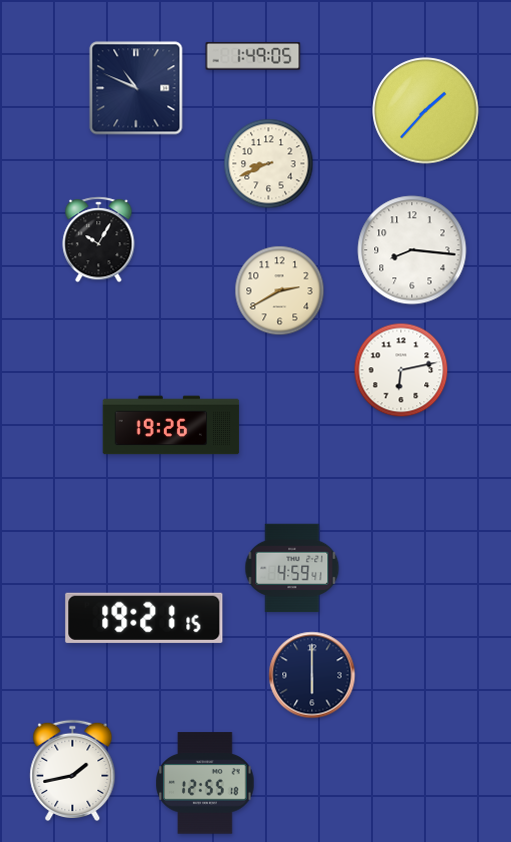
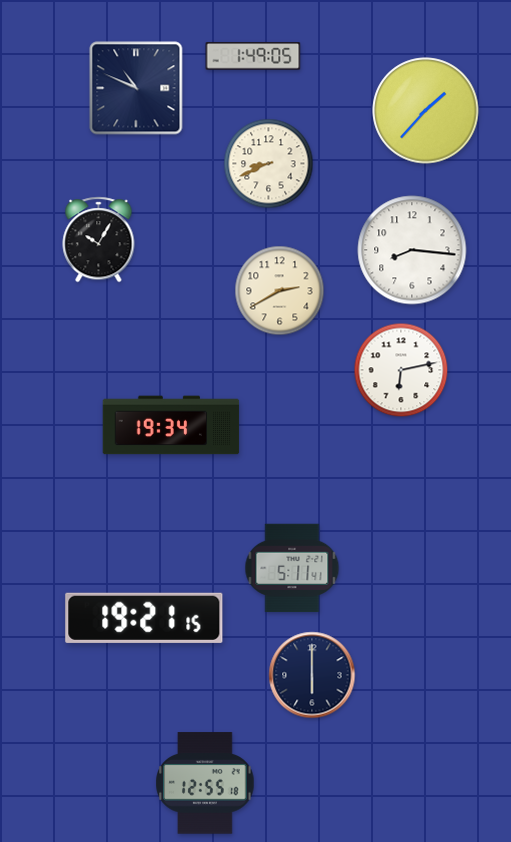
clock at (171, 425): 19:26 -> 19:34
clock at (292, 568): 4:59 -> 5:11
clock at (73, 770): 1:43 -> none
